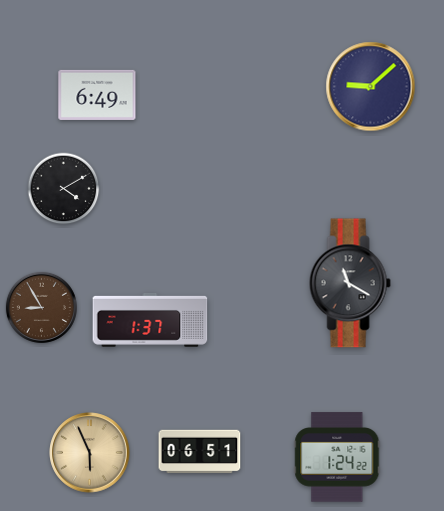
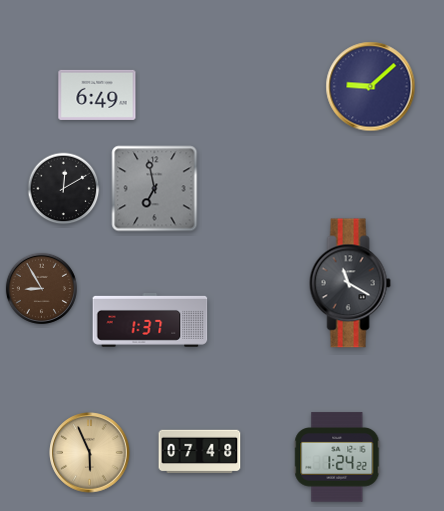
clock at (64, 189): 4:10 -> 12:10
clock at (155, 189): none -> 6:58
clock at (41, 307) position: (41, 307) -> (41, 288)
clock at (200, 452): 06:51 -> 07:48
